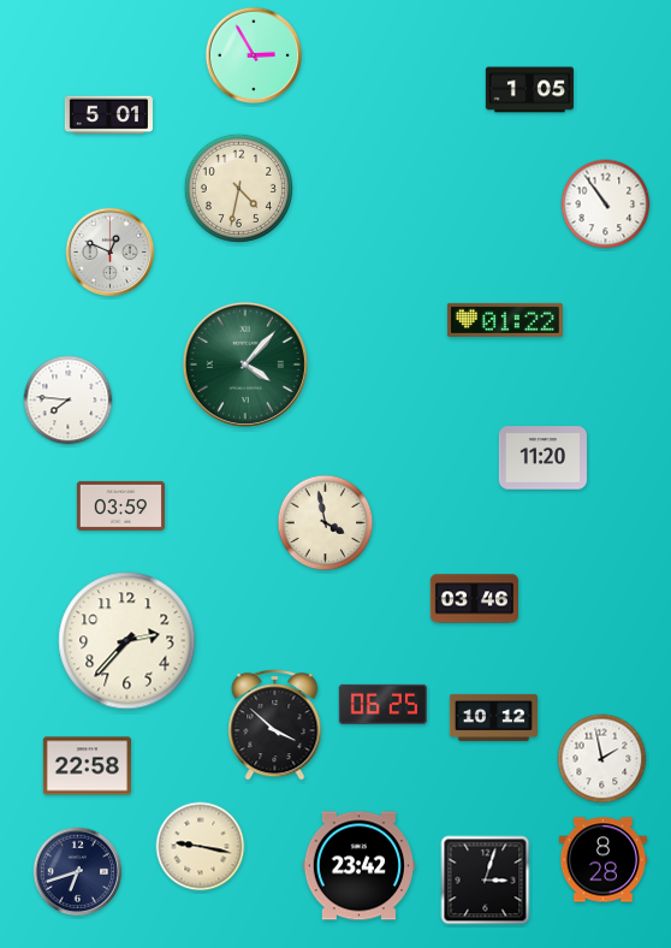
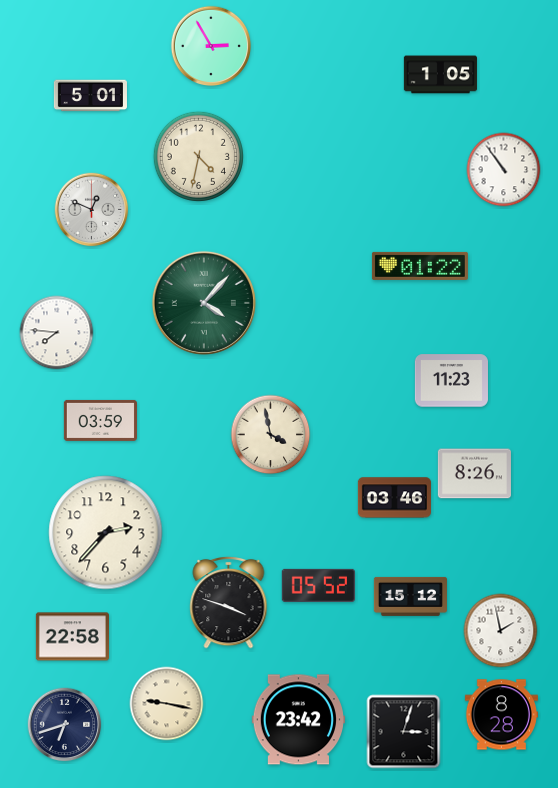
clock at (542, 458): 11:20 -> 11:23
clock at (474, 474): none -> 8:26
clock at (382, 704): 06:25 -> 05:52
clock at (493, 717): 10:12 -> 15:12
clock at (275, 724): 3:52 -> 3:48
